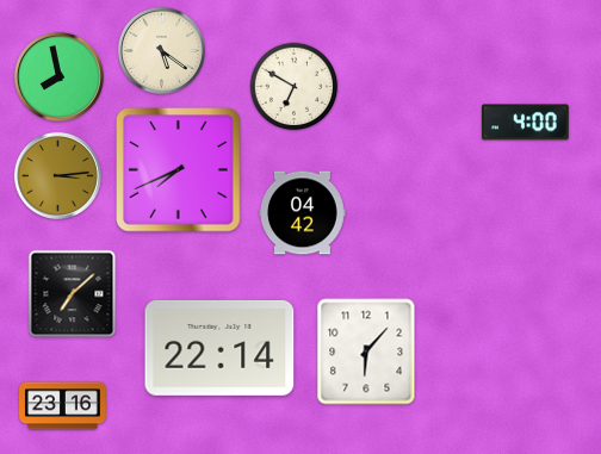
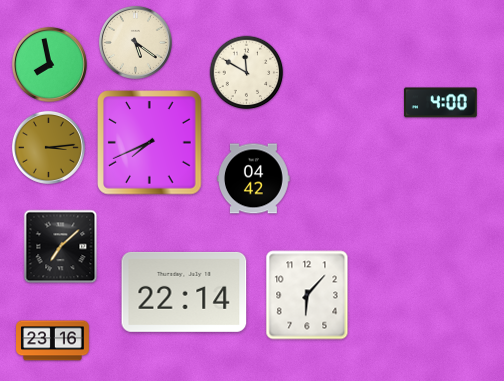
clock at (295, 87): 6:50 -> 11:50
